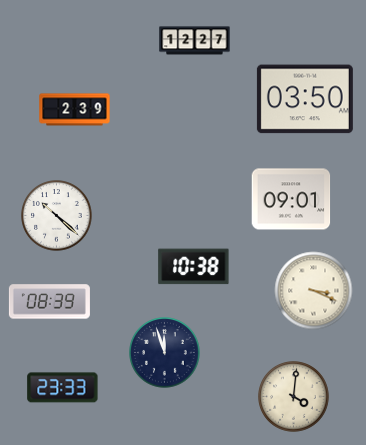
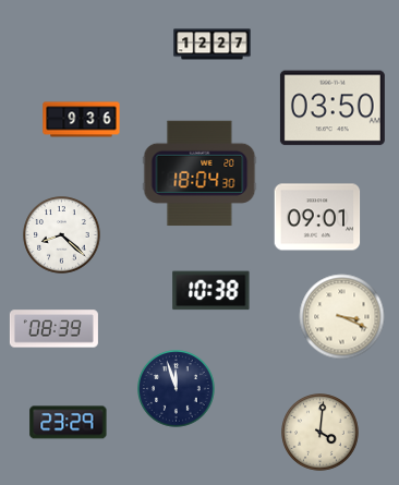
clock at (75, 110): 2:39 -> 9:36
clock at (199, 173): none -> 18:04
clock at (57, 216): 10:22 -> 8:22
clock at (165, 353) position: (165, 353) -> (177, 389)
clock at (63, 388): 23:33 -> 23:29
